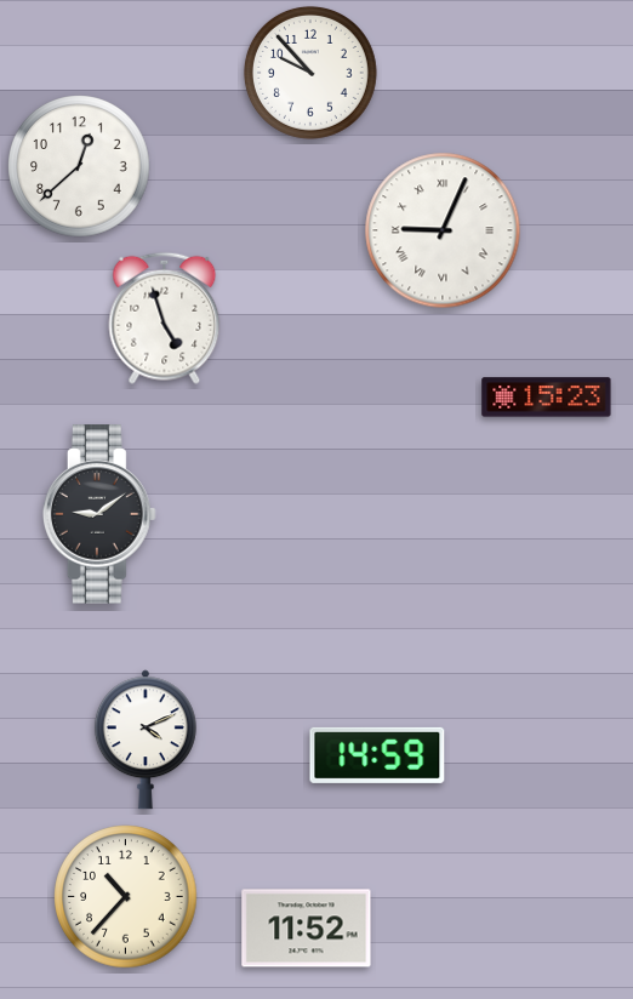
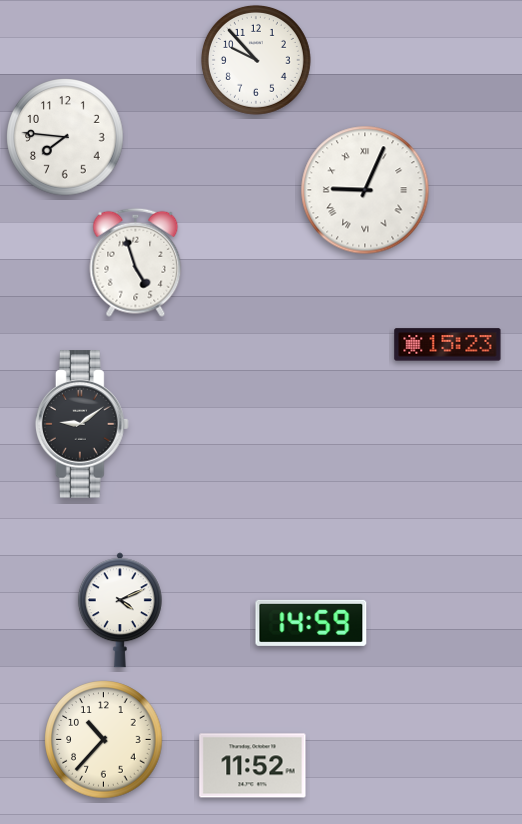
clock at (79, 166): 12:38 -> 7:46
clock at (547, 398) position: (547, 398) -> (448, 345)
